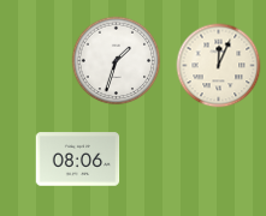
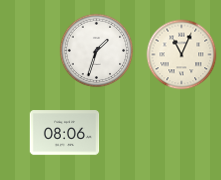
clock at (219, 66): 12:04 -> 11:04
